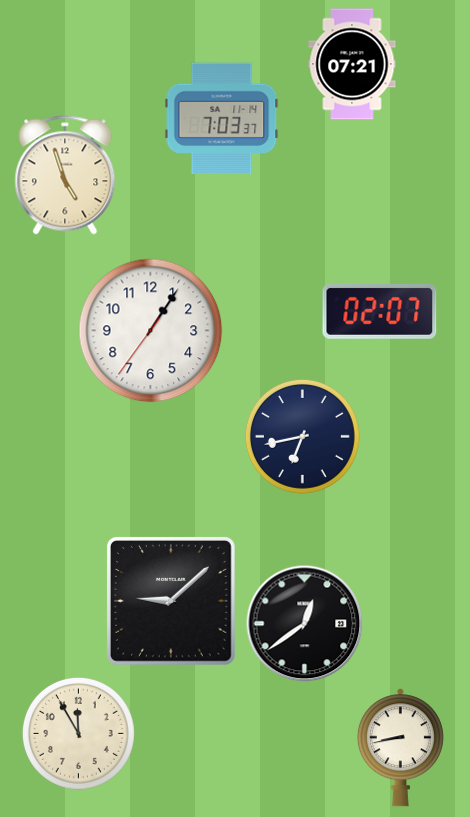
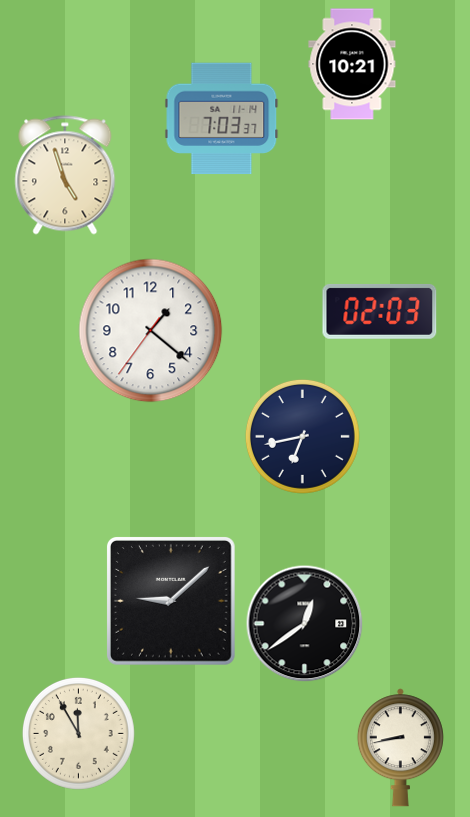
clock at (352, 64): 07:21 -> 10:21
clock at (380, 311): 02:07 -> 02:03
clock at (151, 331): 1:05 -> 1:21
